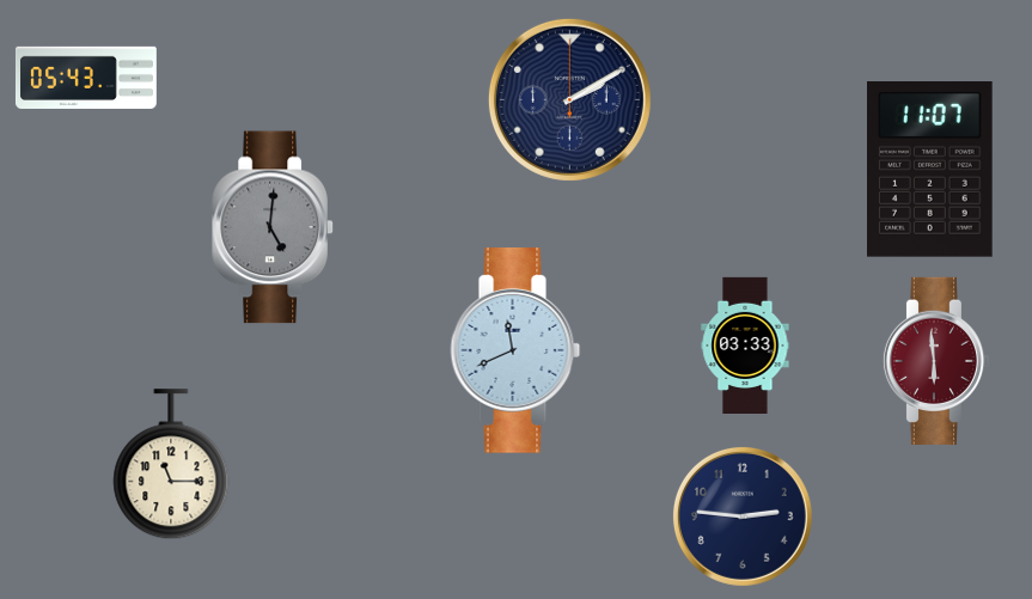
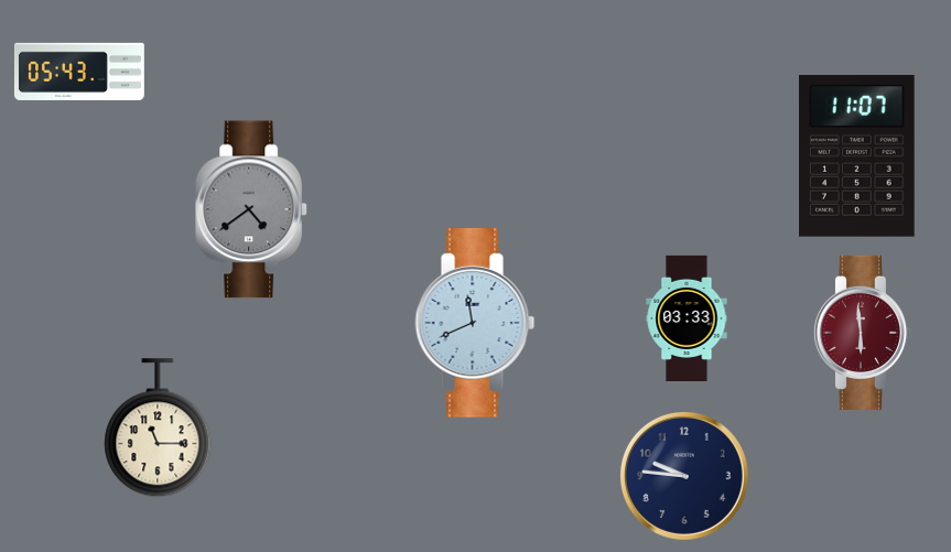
clock at (569, 99): 2:10 -> none
clock at (273, 227): 5:01 -> 4:39
clock at (743, 517): 2:46 -> 9:46
